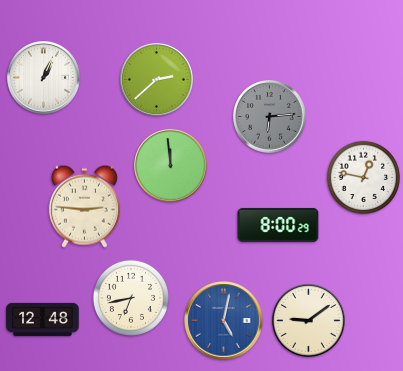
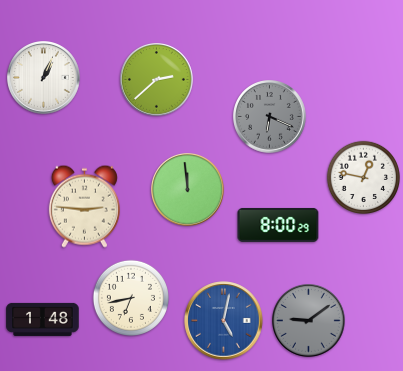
clock at (270, 117): 6:14 -> 6:19
clock at (171, 166) position: (171, 166) -> (188, 190)
clock at (43, 319): 12:48 -> 1:48
clock at (309, 321) dial: cream -> grey
